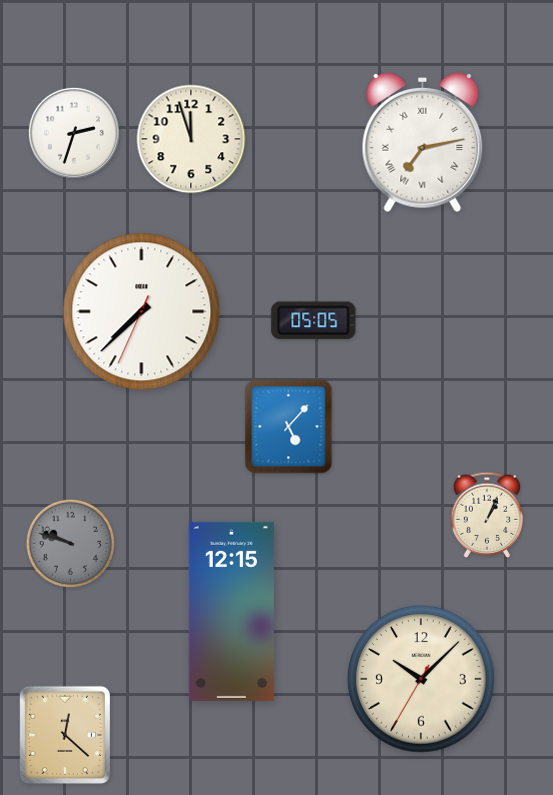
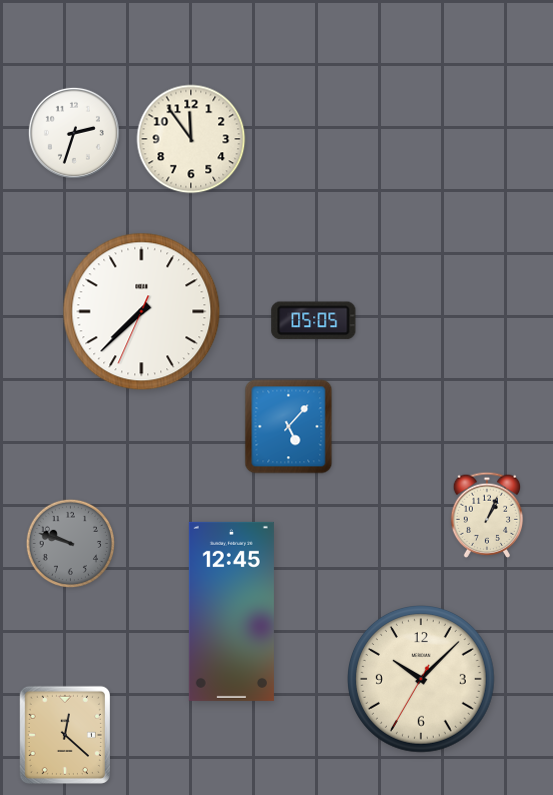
clock at (191, 139): 11:57 -> 11:54
clock at (423, 143): 7:13 -> none
clock at (231, 611): 12:15 -> 12:45
